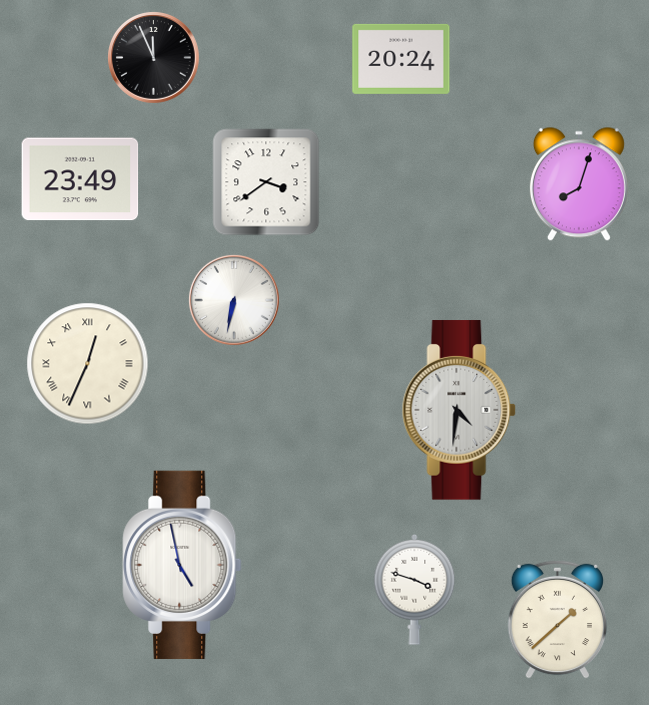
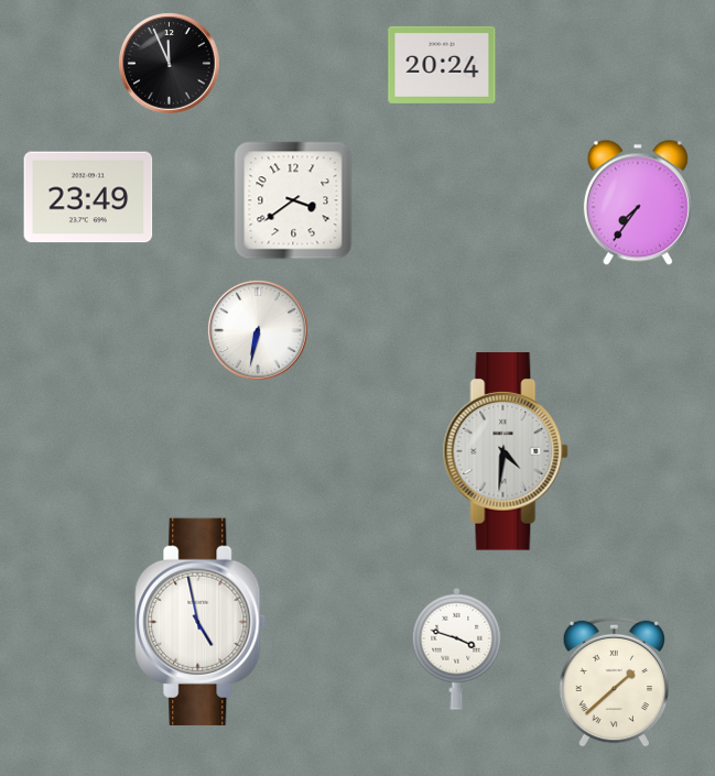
clock at (579, 184): 8:03 -> 7:36
clock at (88, 364): 12:34 -> none
